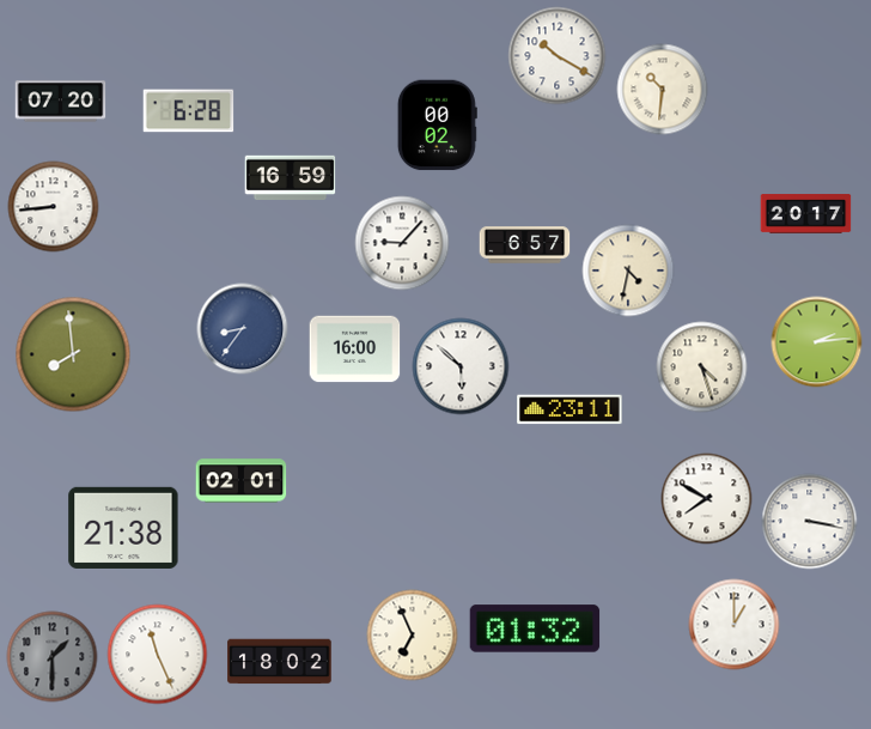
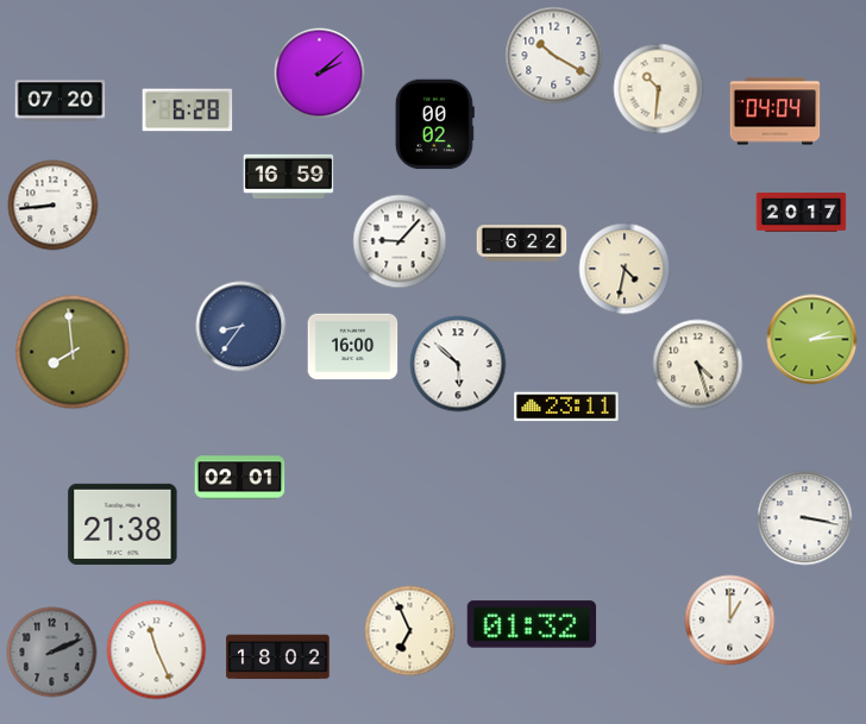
clock at (320, 74): none -> 2:08
clock at (776, 112): none -> 04:04
clock at (525, 245): 6:57 -> 6:22
clock at (707, 499): 7:50 -> none
clock at (53, 657): 1:30 -> 2:11
